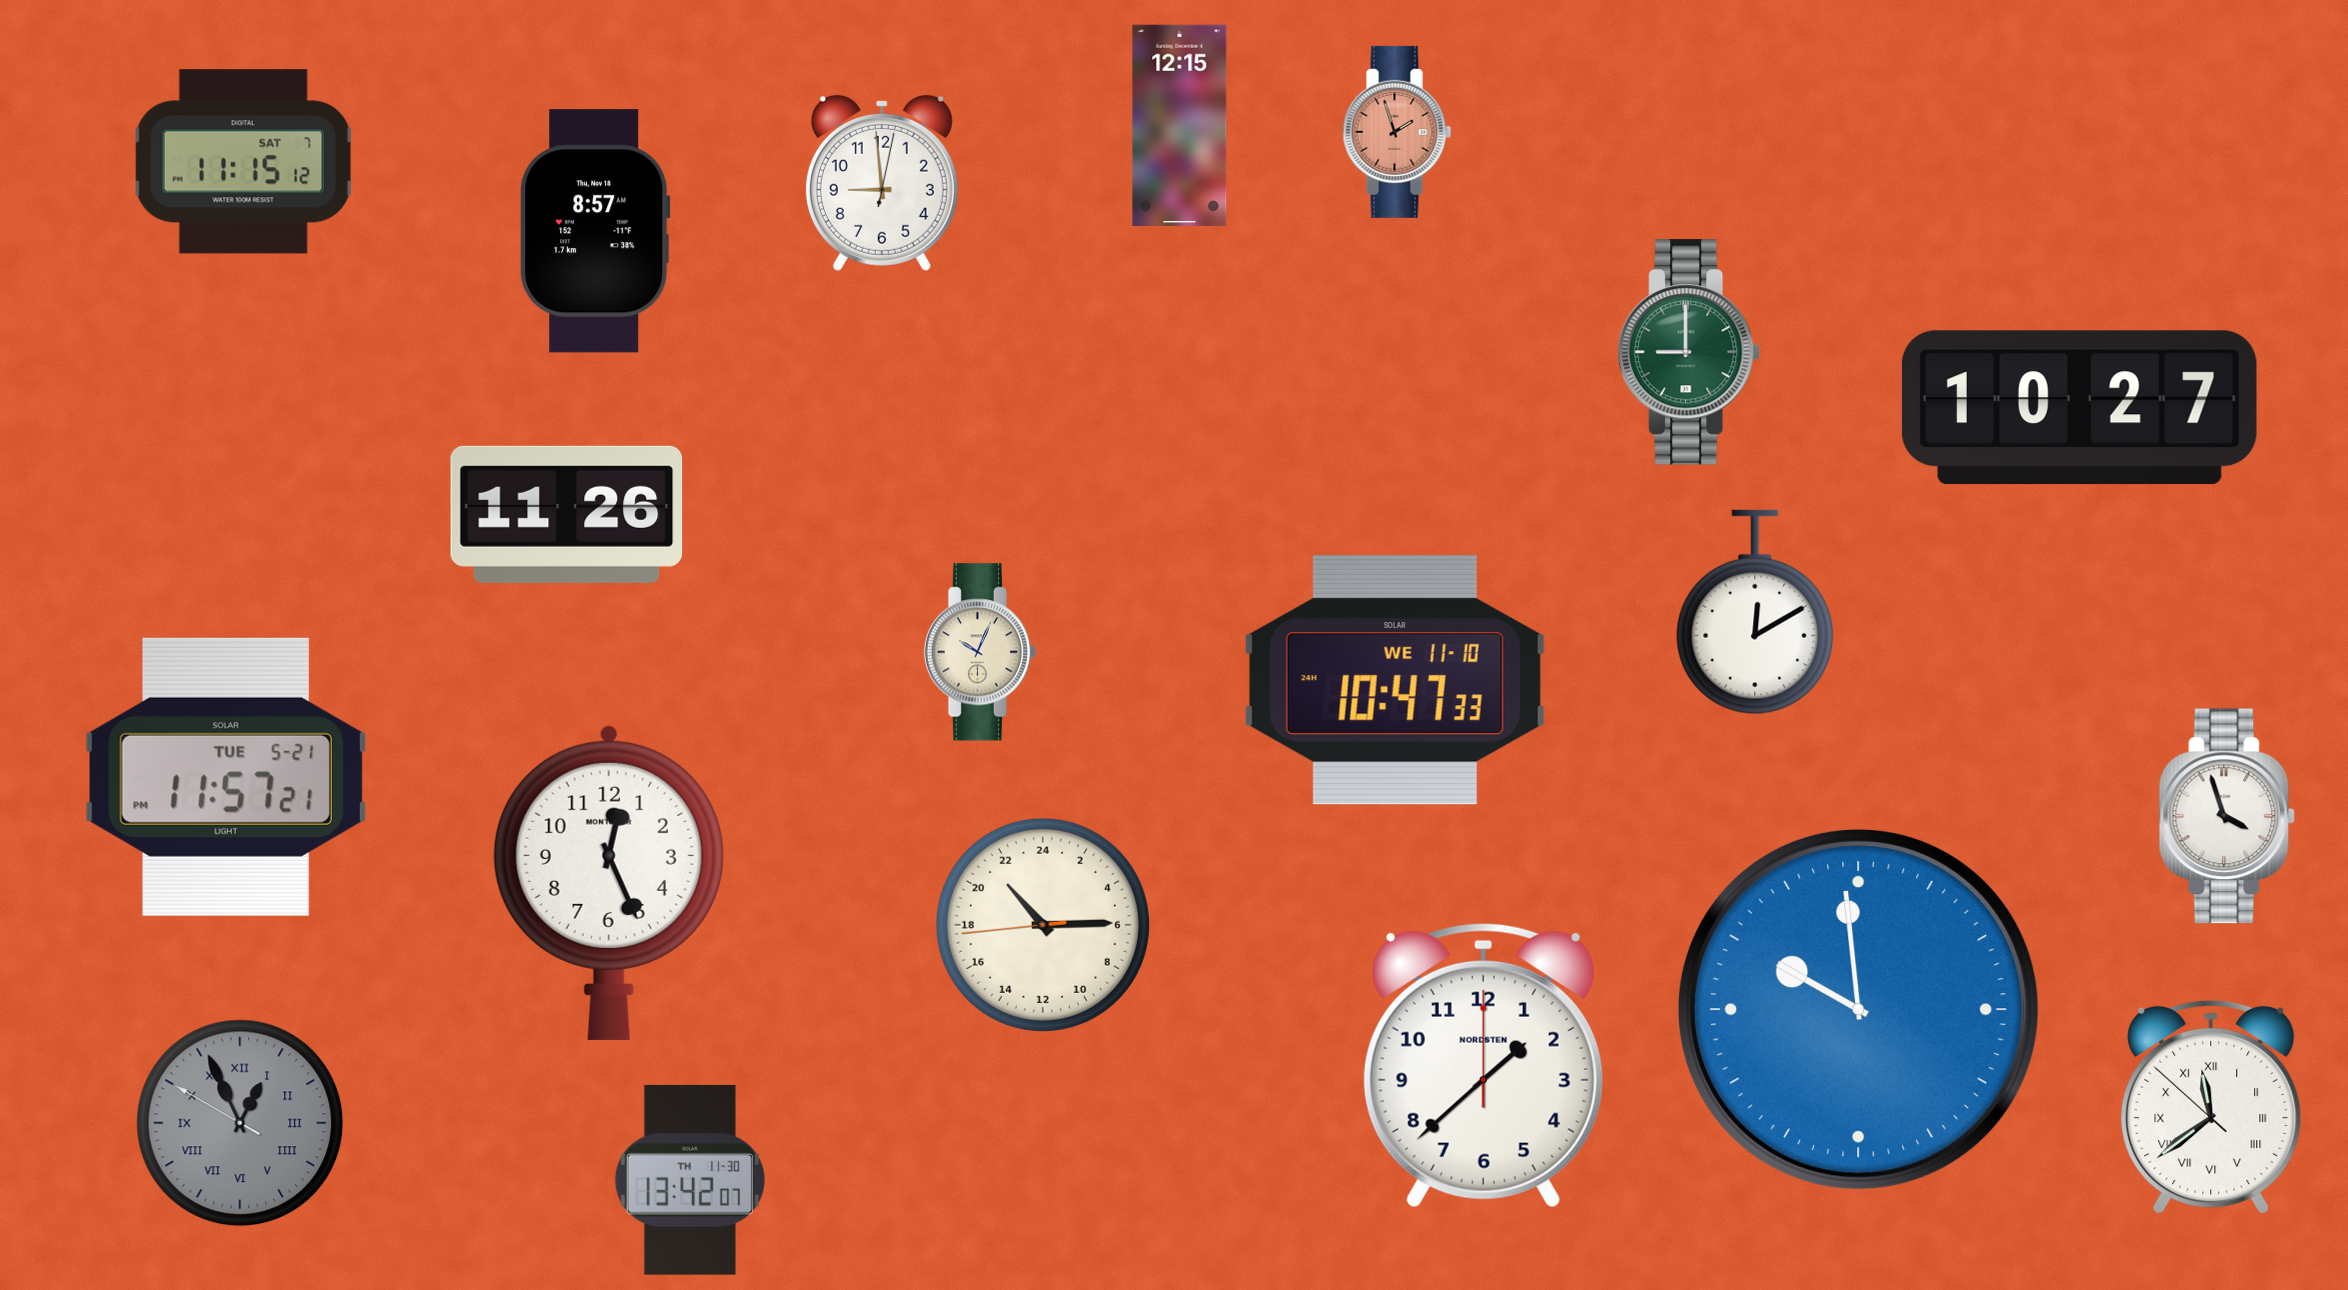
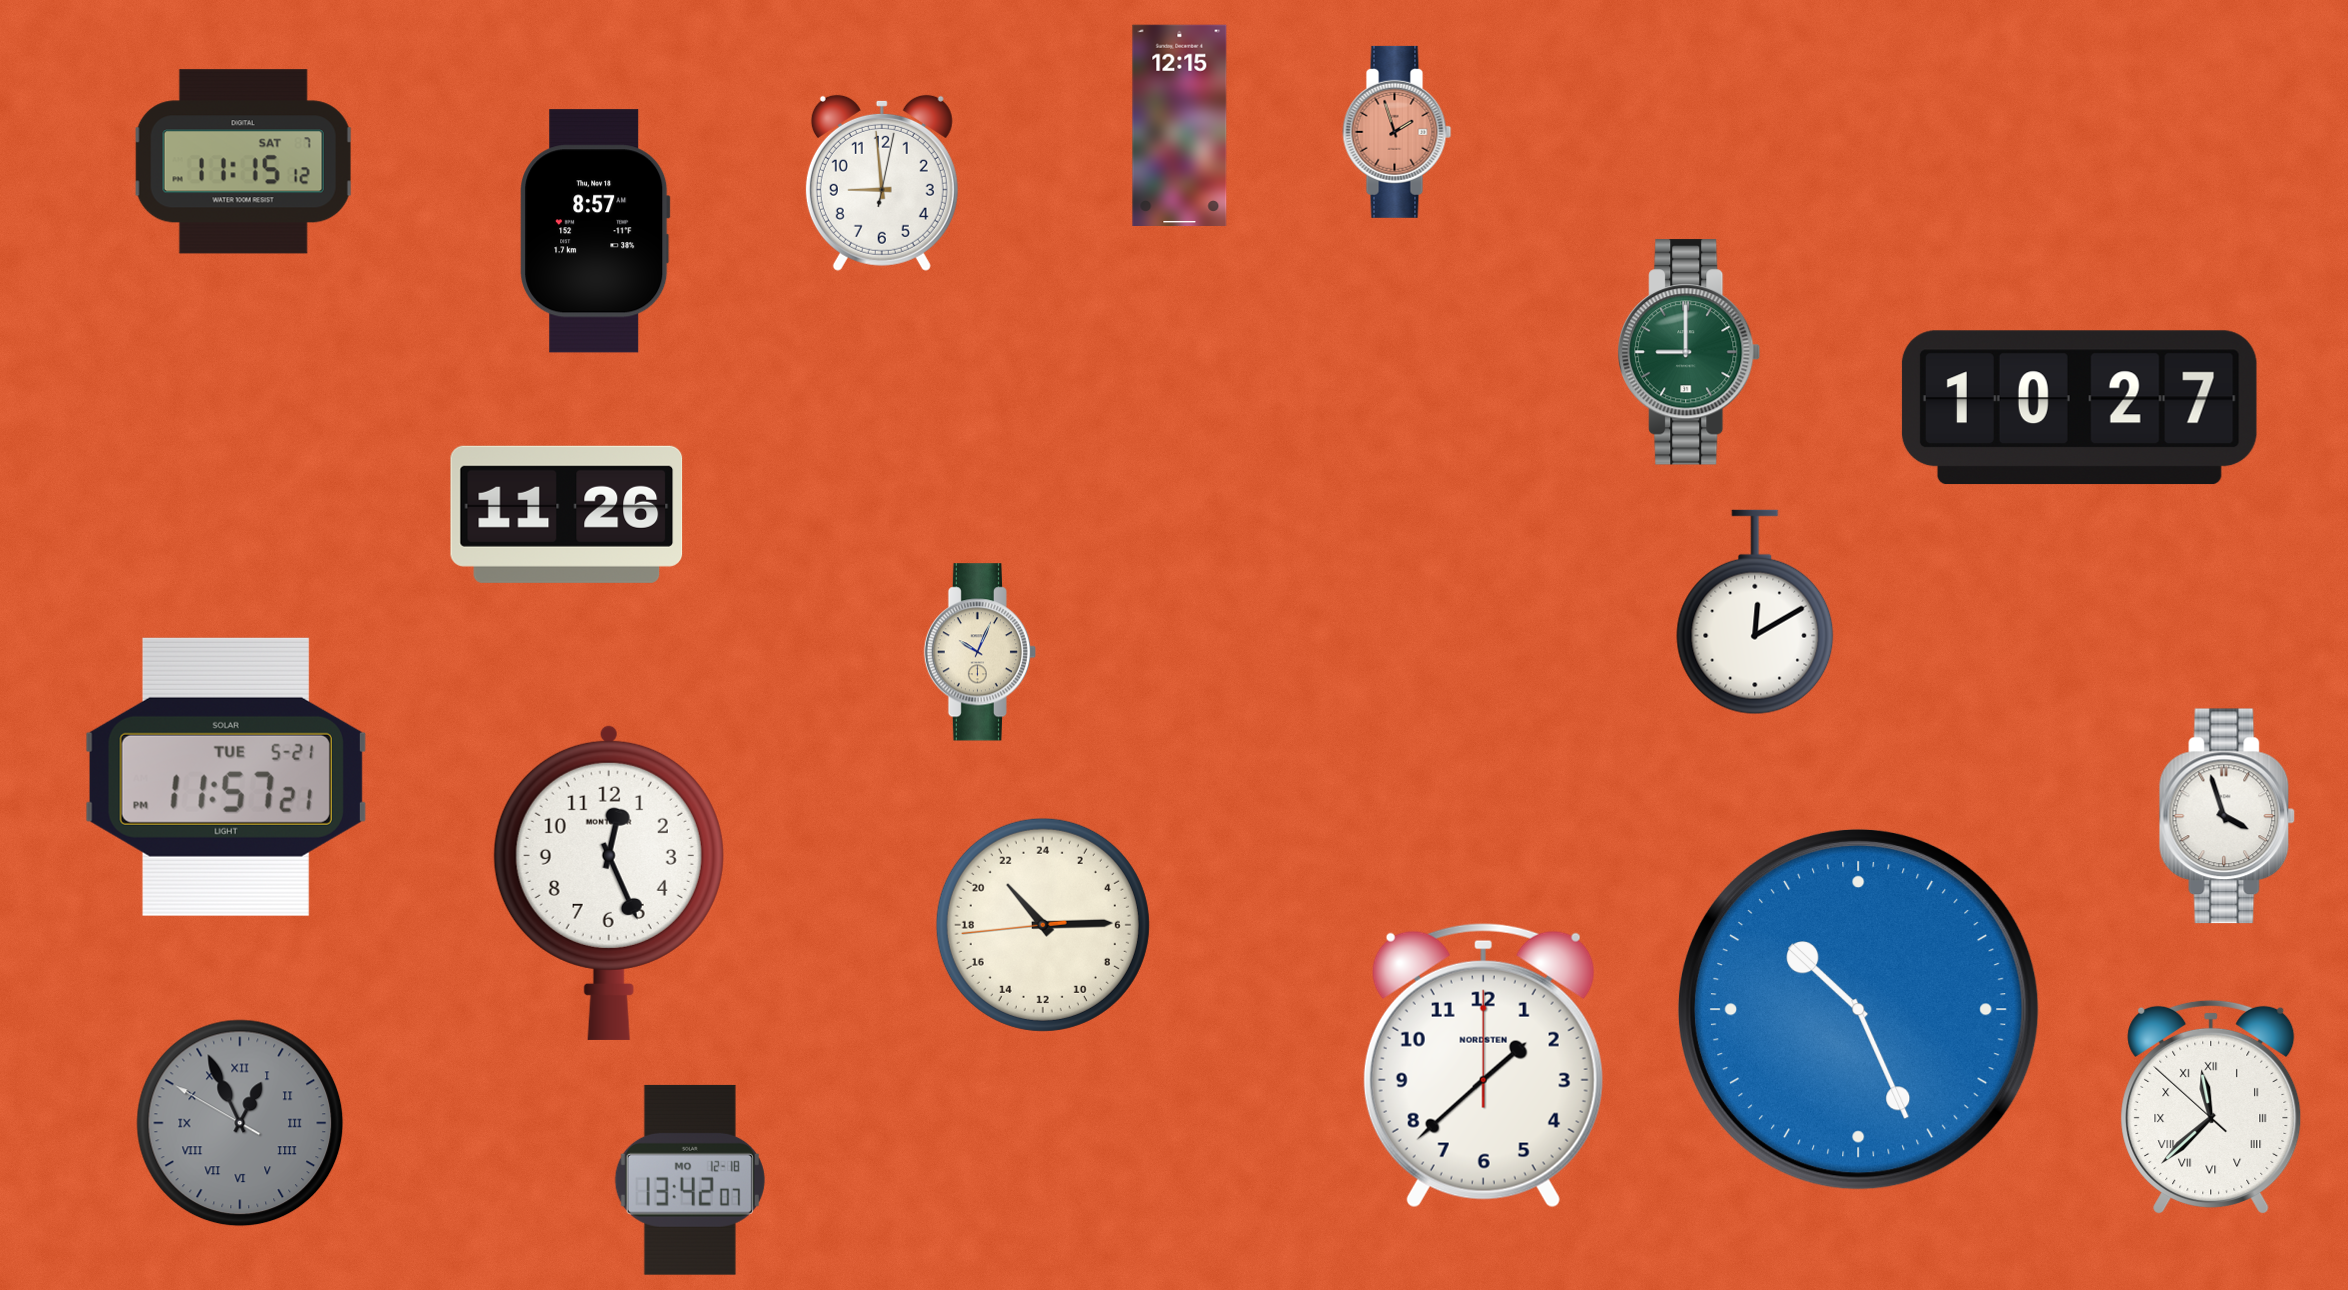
clock at (1395, 681): 10:47 -> none
clock at (1858, 1009): 9:59 -> 10:26
clock at (2211, 1106): 11:38 -> 11:37
clock at (690, 1180) date: TH 11-30 -> MO 12-18
